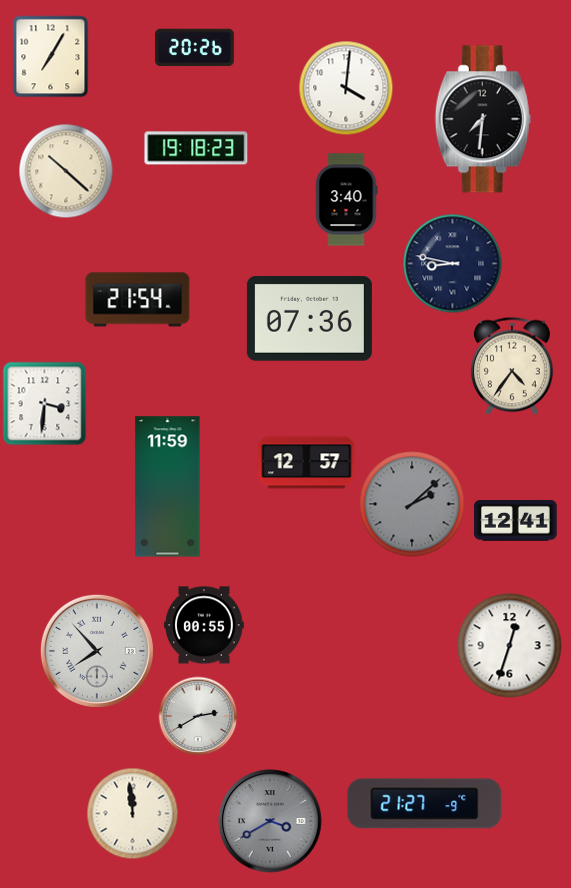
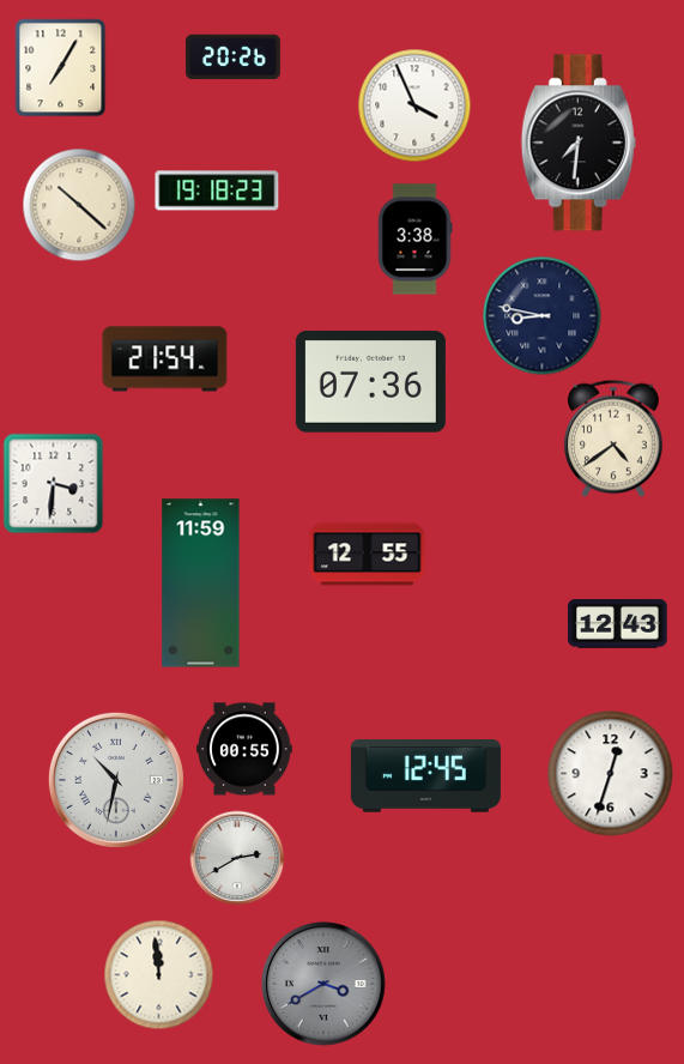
clock at (346, 88): 4:01 -> 3:56
clock at (196, 148) position: (196, 148) -> (217, 191)
clock at (346, 200): 3:40 -> 3:38
clock at (513, 366): 4:36 -> 4:39
clock at (307, 463): 12:57 -> 12:55
clock at (412, 504): 2:08 -> none
clock at (516, 521): 12:41 -> 12:43
clock at (425, 776): none -> 12:45
clock at (97, 651): 7:53 -> 10:32
clock at (425, 804): 21:27 -> none
